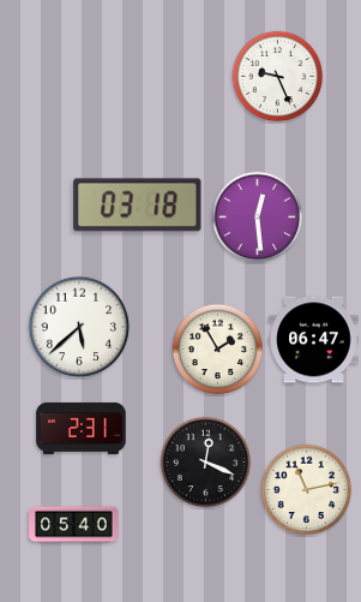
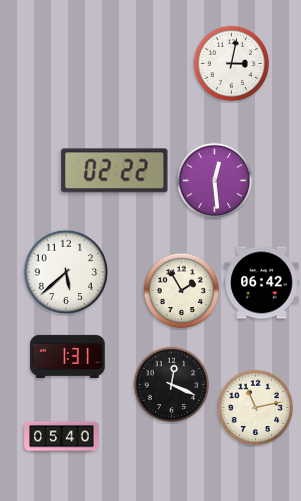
clock at (278, 77): 9:26 -> 3:02
clock at (138, 205): 03:18 -> 02:22
clock at (314, 340): 06:47 -> 06:42
clock at (82, 428): 2:31 -> 1:31
